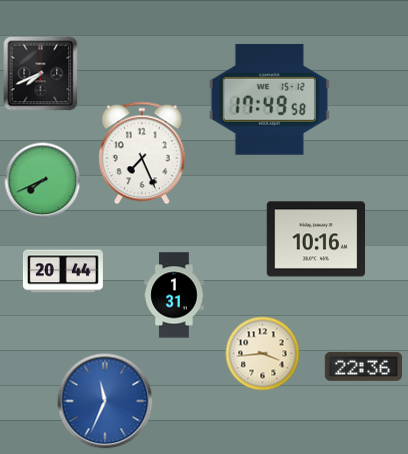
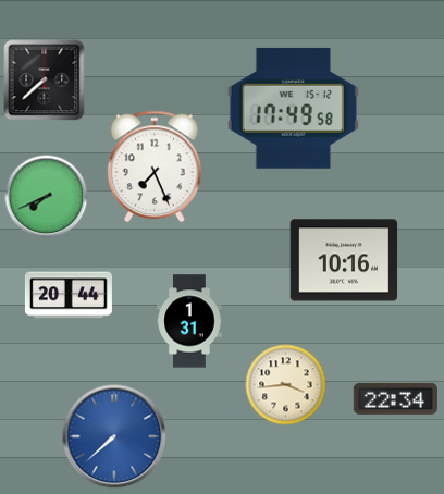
clock at (41, 74): 7:41 -> 7:38
clock at (363, 366): 22:36 -> 22:34
clock at (105, 401): 11:34 -> 7:38
